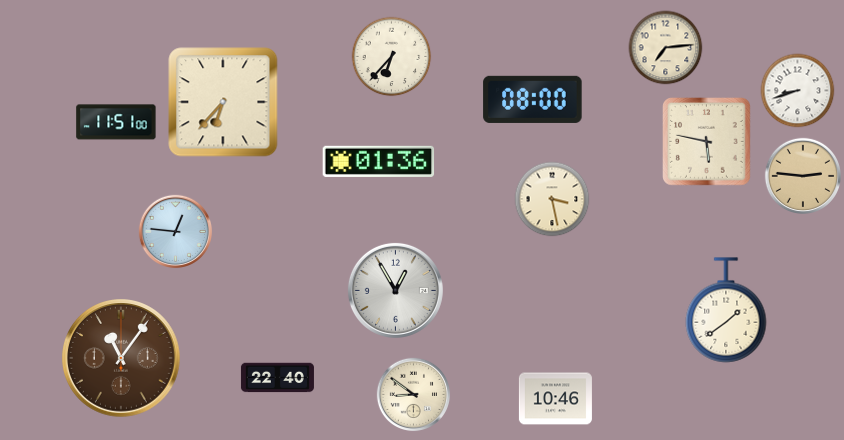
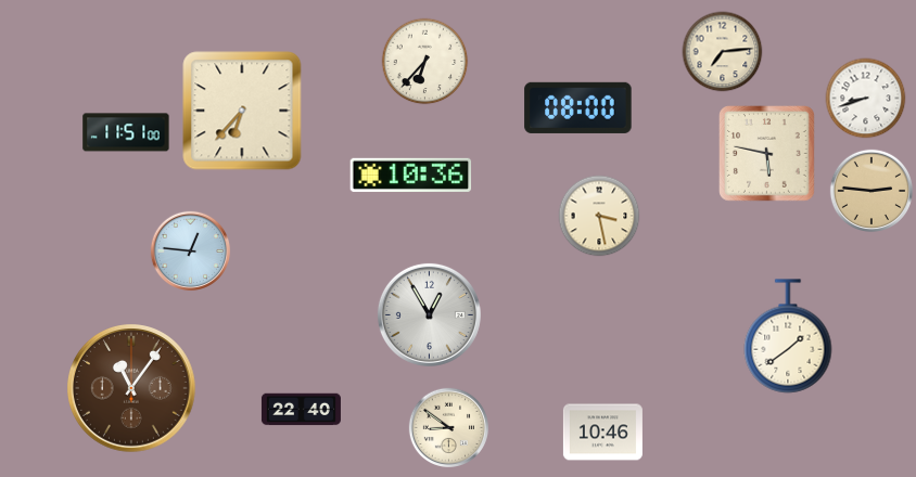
clock at (379, 161): 01:36 -> 10:36
